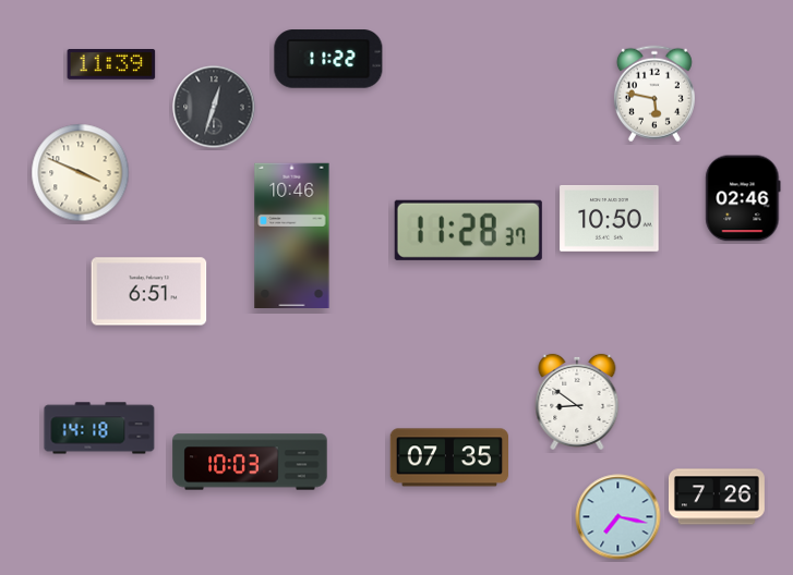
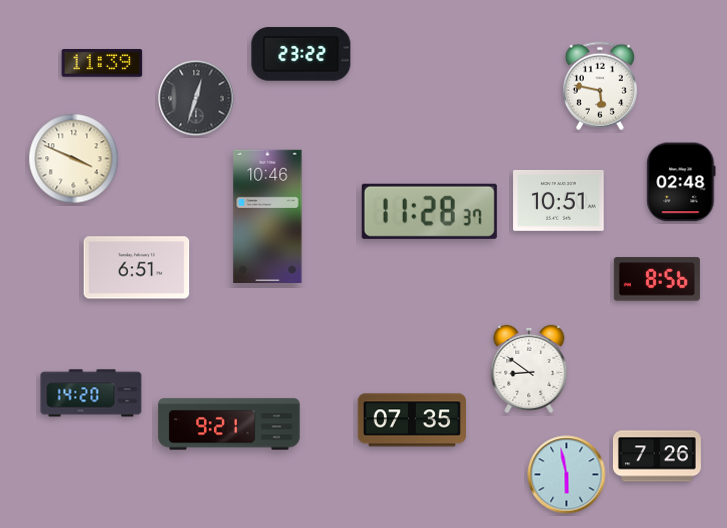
clock at (328, 59): 11:22 -> 23:22
clock at (111, 64) position: (111, 64) -> (102, 63)
clock at (743, 198): 02:46 -> 02:48
clock at (610, 219): 10:50 -> 10:51
clock at (657, 279): none -> 8:56
clock at (99, 428): 14:18 -> 14:20
clock at (250, 462): 10:03 -> 9:21
clock at (618, 517): 7:17 -> 5:58
